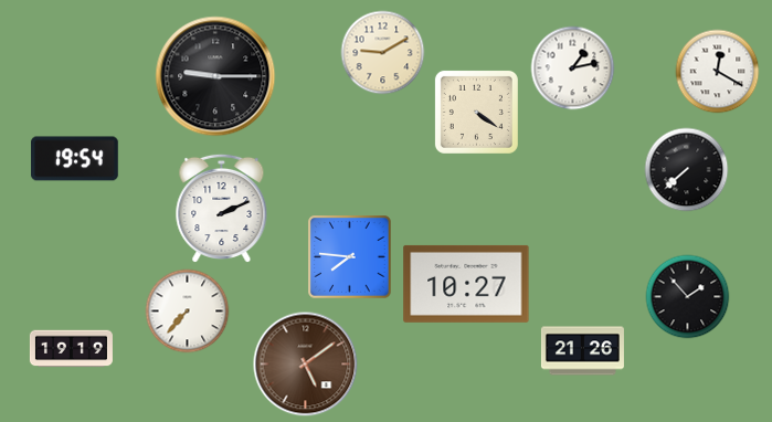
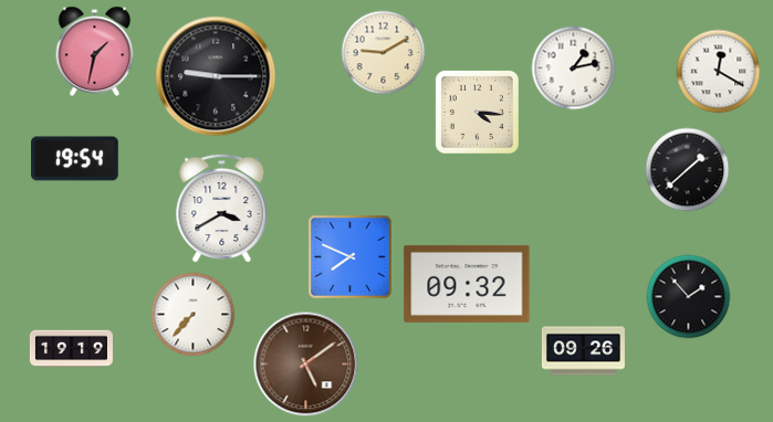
clock at (95, 51): none -> 1:32
clock at (476, 112): 4:21 -> 4:16
clock at (687, 170): 7:38 -> 1:38
clock at (222, 209): 2:11 -> 3:40
clock at (350, 257): 7:46 -> 7:49
clock at (466, 284): 10:27 -> 09:32
clock at (188, 312) position: (188, 312) -> (194, 315)
clock at (582, 351): 21:26 -> 09:26
